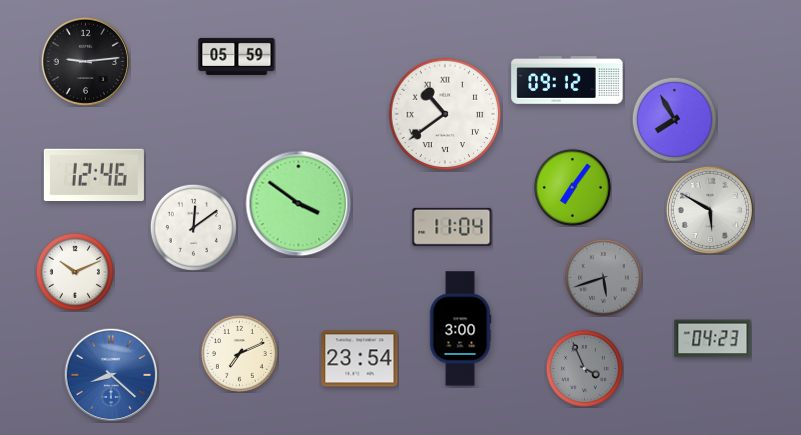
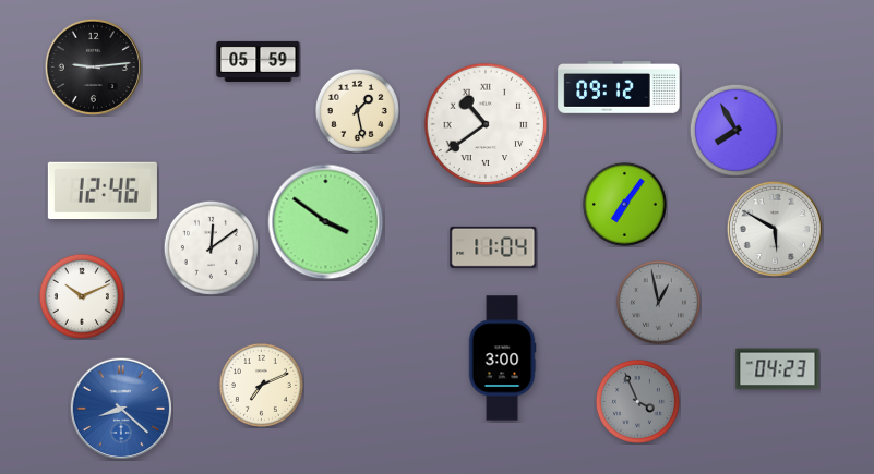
clock at (357, 110): none -> 1:28
clock at (603, 277): 5:42 -> 12:58
clock at (360, 359): 23:54 -> none
